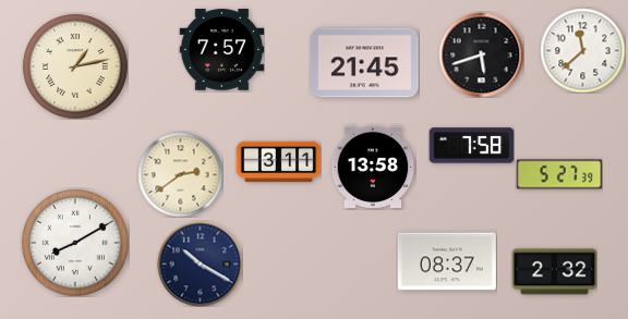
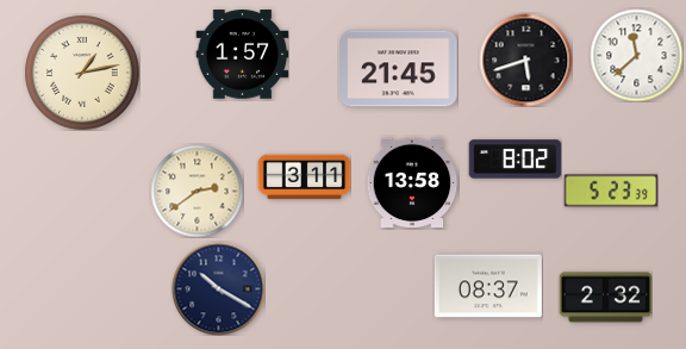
clock at (221, 50): 7:57 -> 1:57
clock at (471, 146): 7:58 -> 8:02
clock at (373, 167) position: (373, 167) -> (412, 182)
clock at (559, 174): 5:27 -> 5:23
clock at (76, 244): 8:10 -> none
